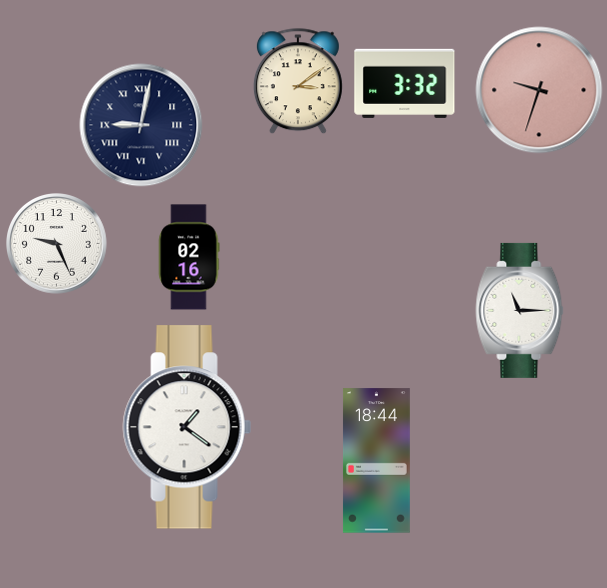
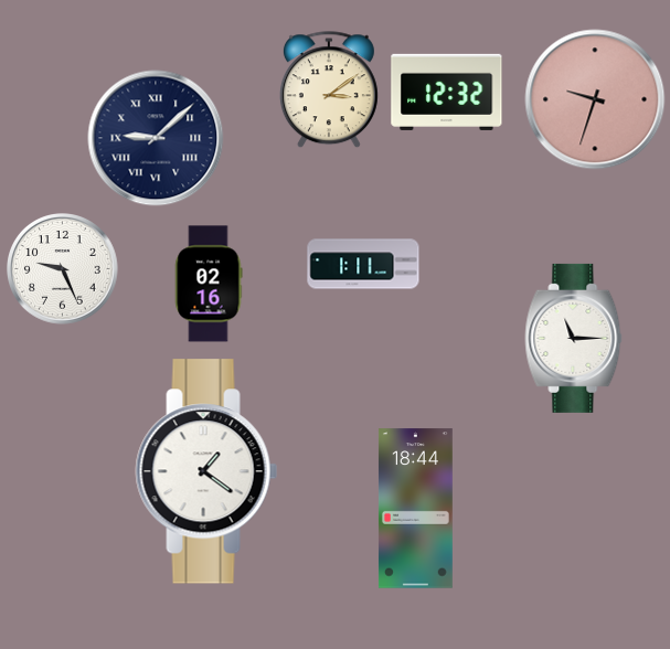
clock at (405, 83): 3:32 -> 12:32
clock at (141, 125): 9:02 -> 9:08
clock at (363, 264): none -> 1:11
clock at (520, 310) position: (520, 310) -> (574, 338)
